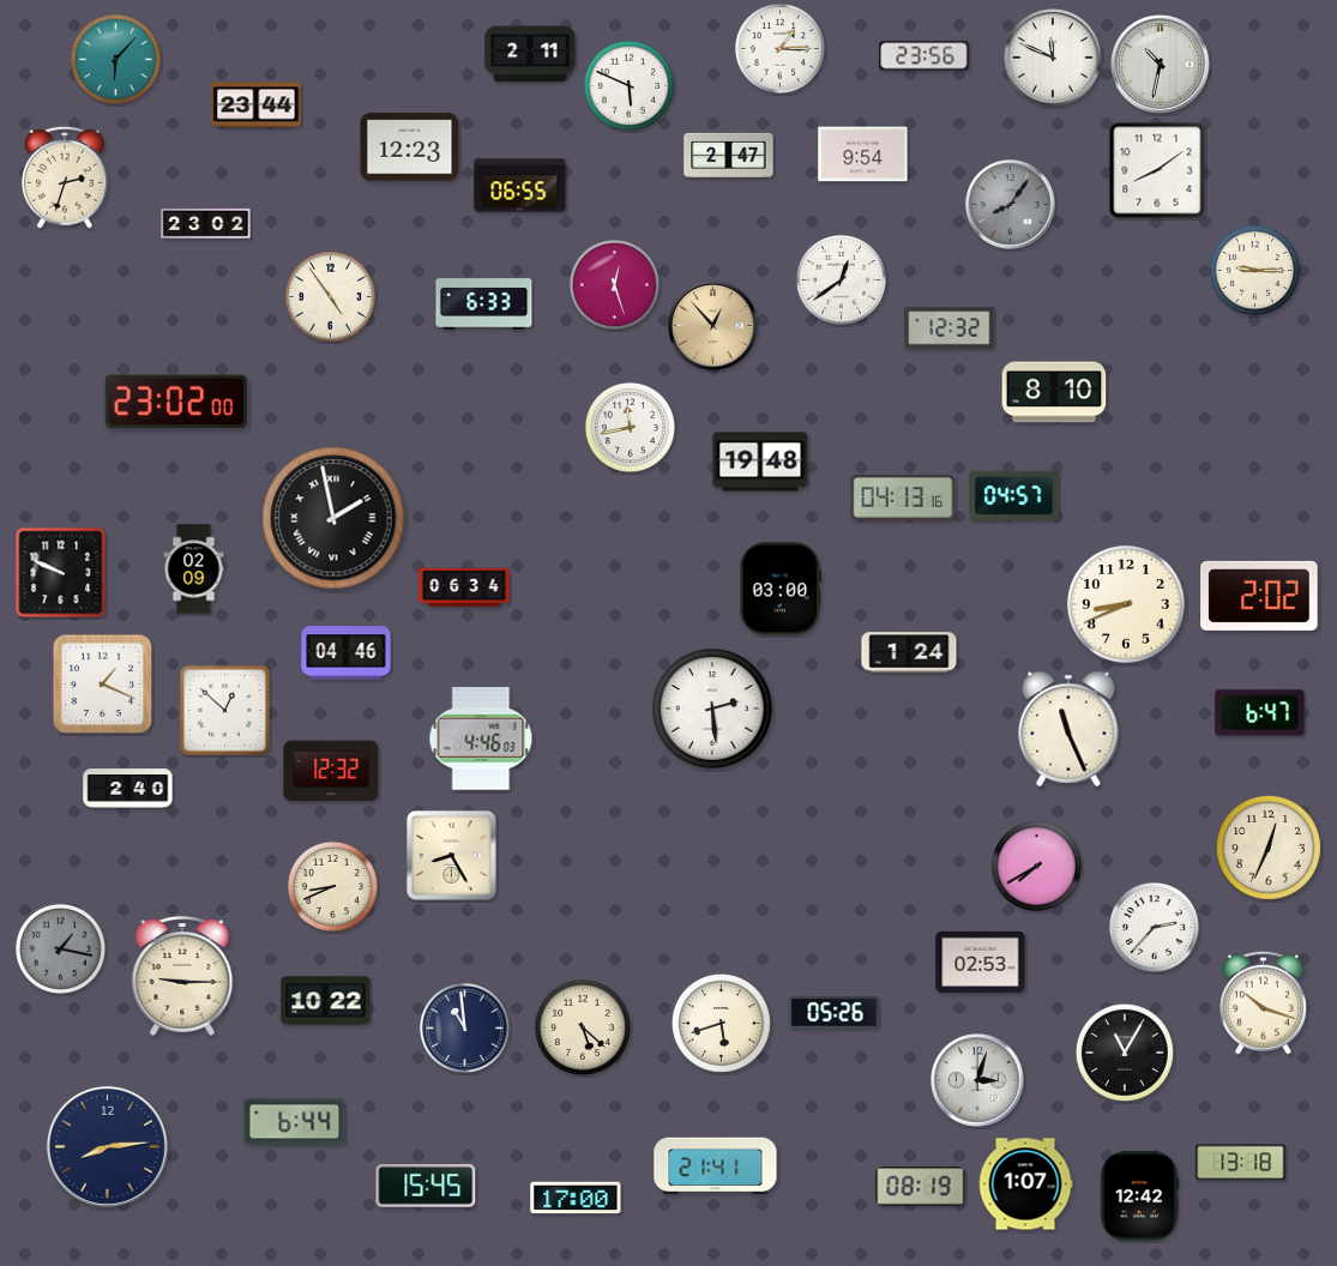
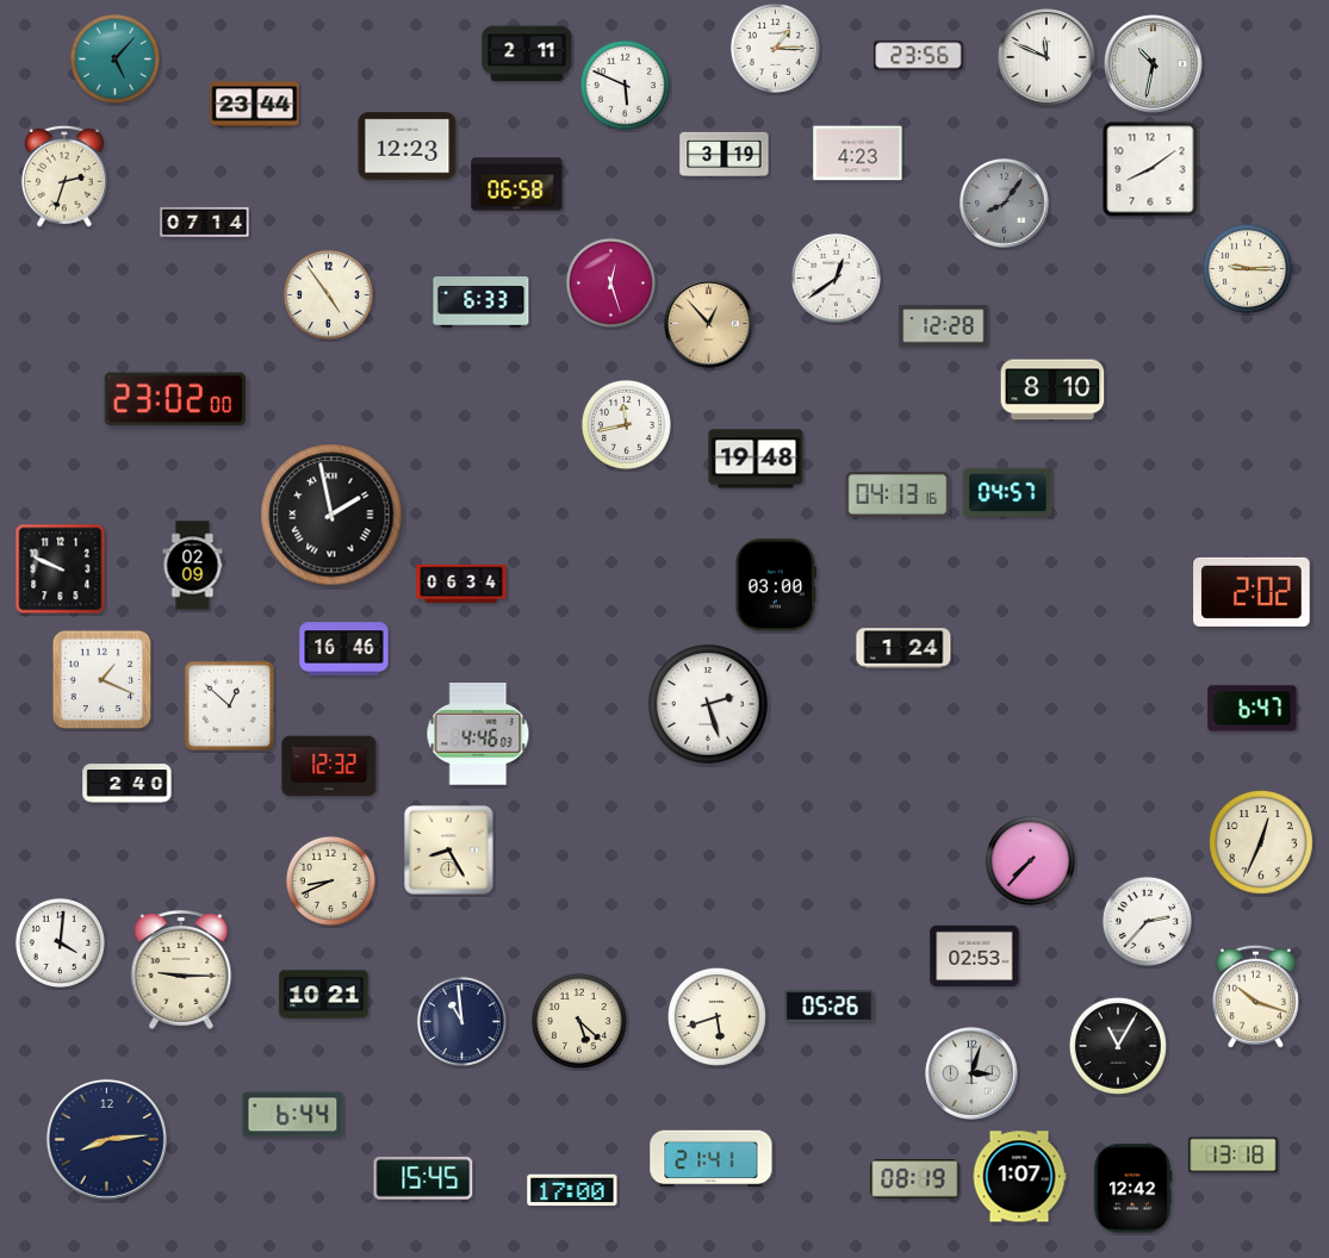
clock at (115, 59): 6:07 -> 5:07
clock at (729, 155): 2:47 -> 3:19
clock at (863, 155): 9:54 -> 4:23
clock at (520, 186): 06:55 -> 06:58
clock at (206, 223): 23:02 -> 07:14
clock at (950, 328): 12:32 -> 12:28
clock at (1054, 392) position: (1054, 392) -> (1052, 390)
clock at (1126, 604): 8:41 -> none
clock at (347, 653): 04:46 -> 16:46
clock at (712, 709): 2:29 -> 2:27
clock at (224, 710) position: (224, 710) -> (229, 705)
clock at (1068, 729): 11:26 -> none
clock at (1036, 866): 7:40 -> 7:37
clock at (60, 948): 1:17 -> 4:01
clock at (60, 948) dial: grey -> white
clock at (326, 1001): 10:22 -> 10:21
